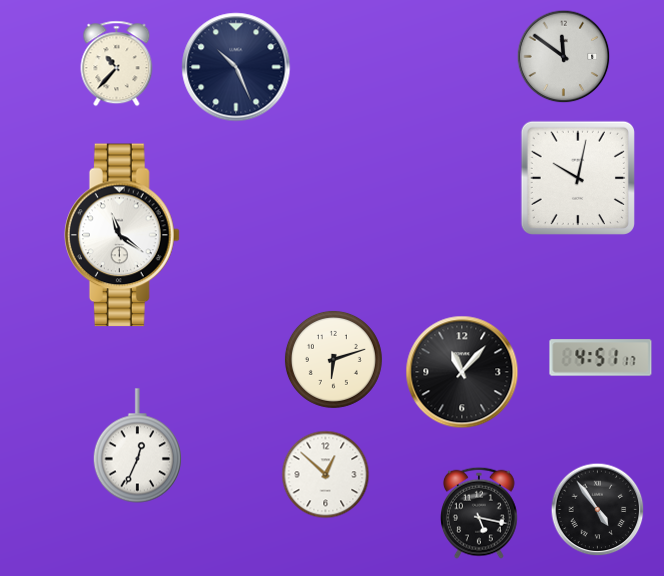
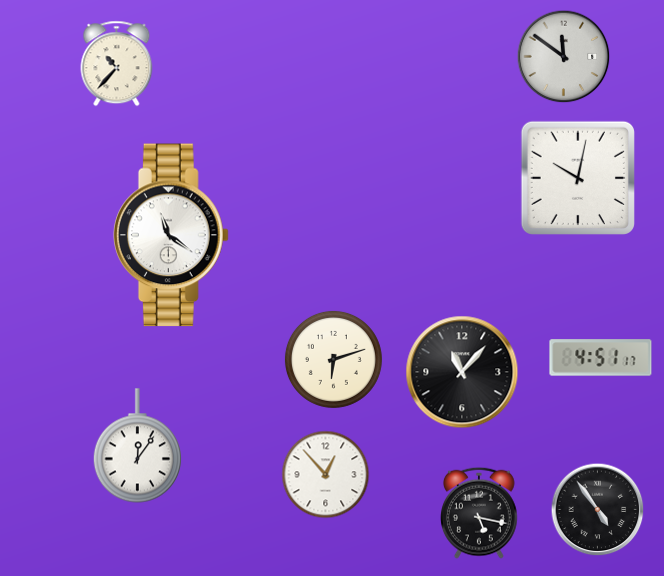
clock at (236, 67): 10:26 -> none
clock at (122, 235) position: (122, 235) -> (171, 235)
clock at (137, 446): 12:34 -> 12:06
clock at (326, 475): 12:52 -> 12:53
